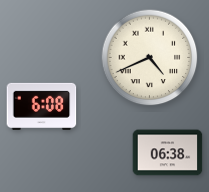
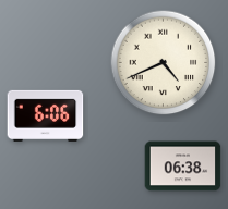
clock at (42, 106): 6:08 -> 6:06
